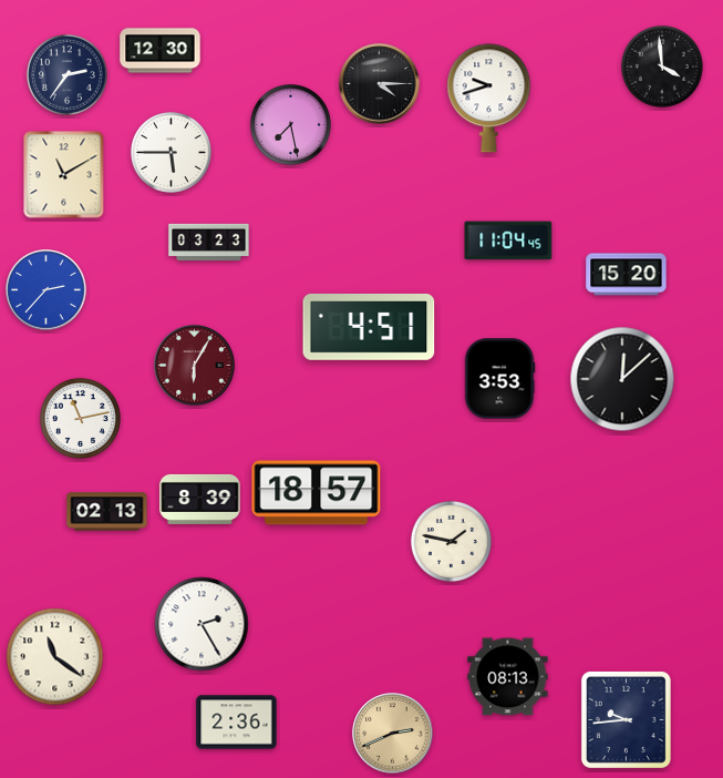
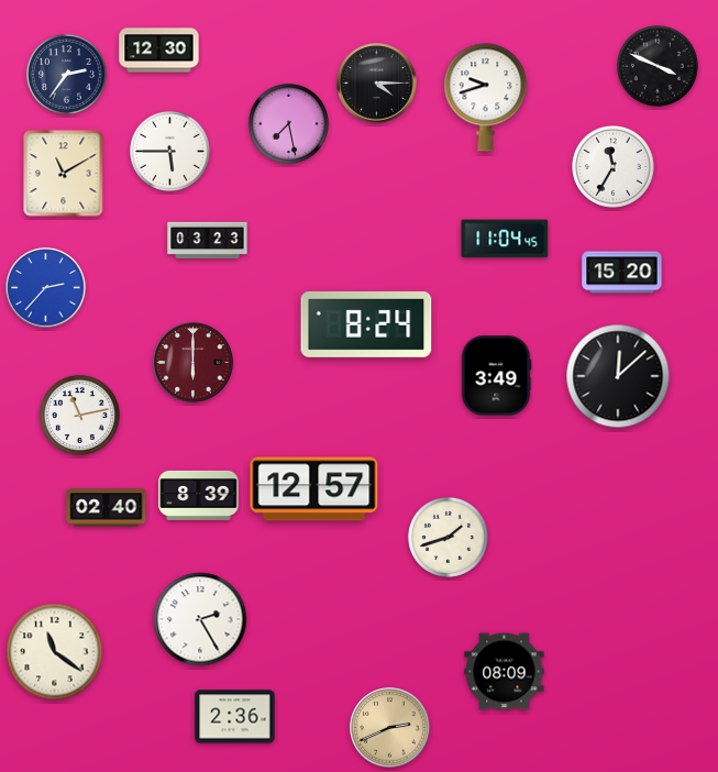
clock at (662, 66): 3:59 -> 3:49
clock at (614, 167): none -> 11:35
clock at (369, 327): 4:51 -> 8:24
clock at (195, 366): 6:05 -> 6:00
clock at (499, 379): 3:53 -> 3:49
clock at (317, 493): 18:57 -> 12:57
clock at (107, 512): 02:13 -> 02:40
clock at (451, 541): 1:47 -> 1:42
clock at (508, 677): 08:13 -> 08:09
clock at (626, 719): 9:44 -> none
